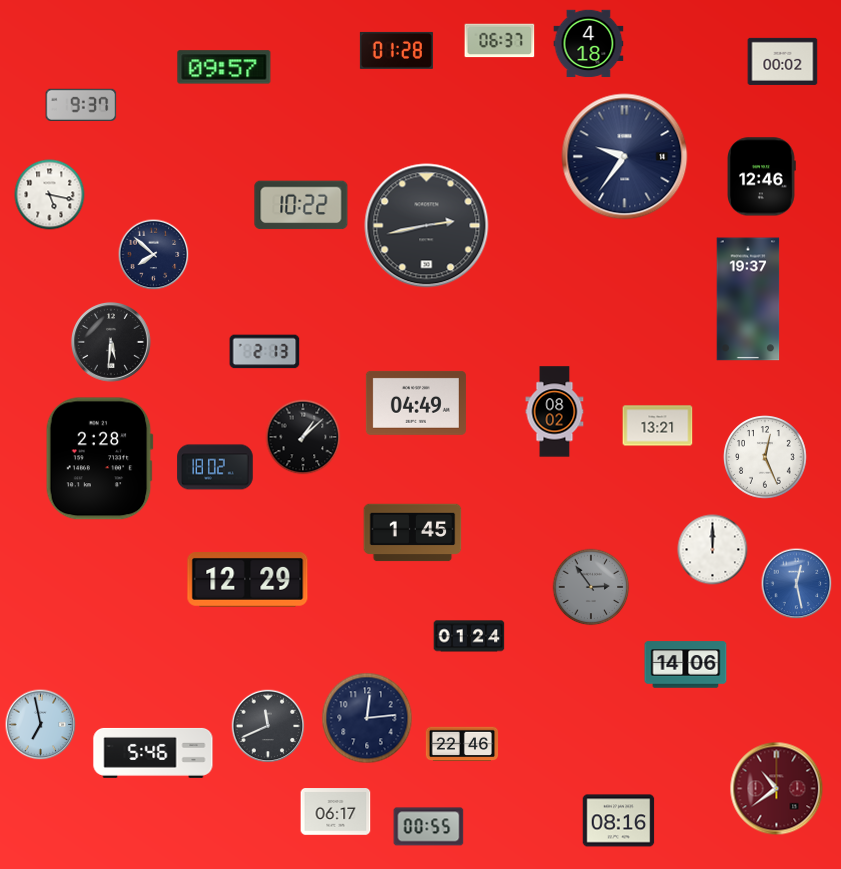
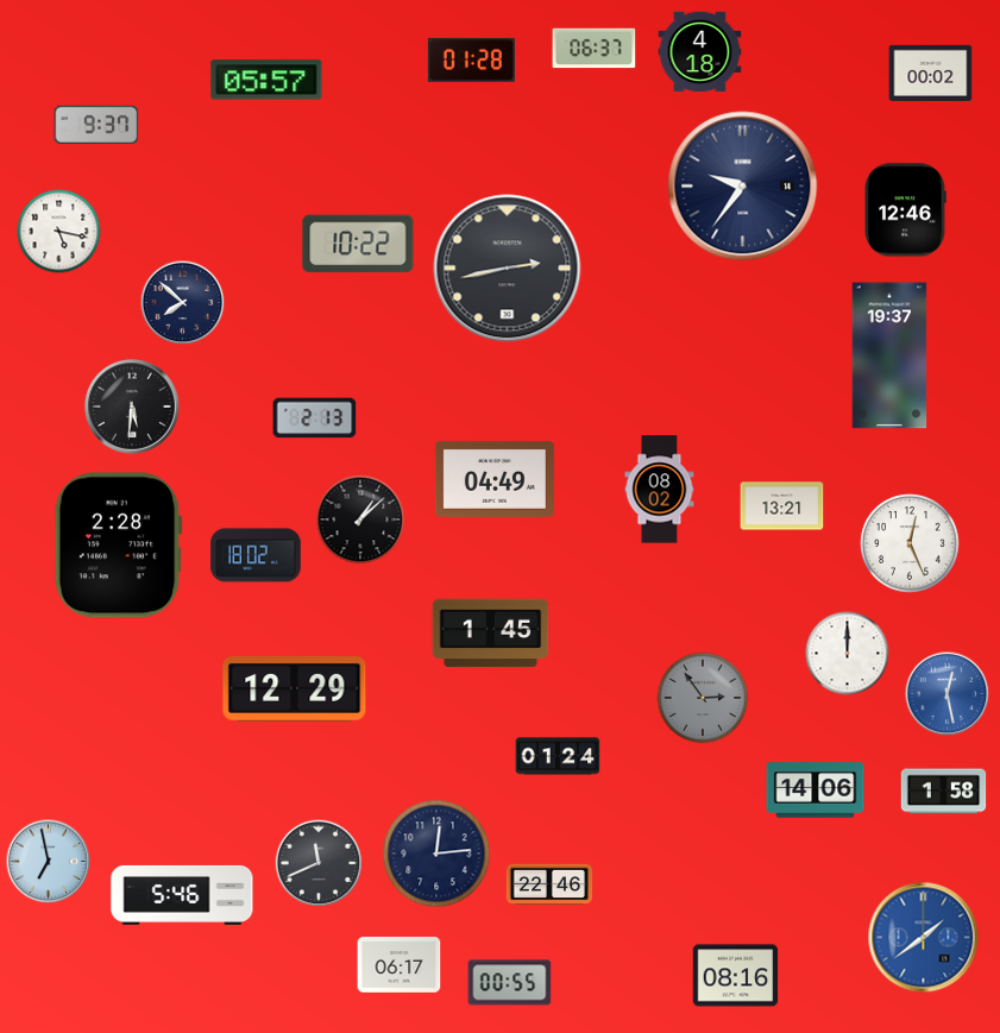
clock at (224, 67): 09:57 -> 05:57
clock at (944, 792): none -> 1:58
clock at (777, 789): 10:39 -> 1:39
clock at (777, 789) dial: burgundy -> blue
